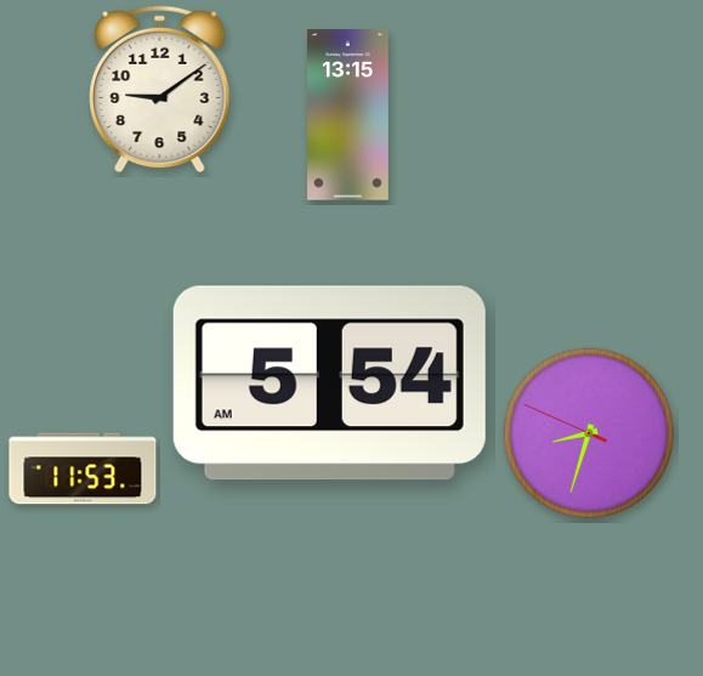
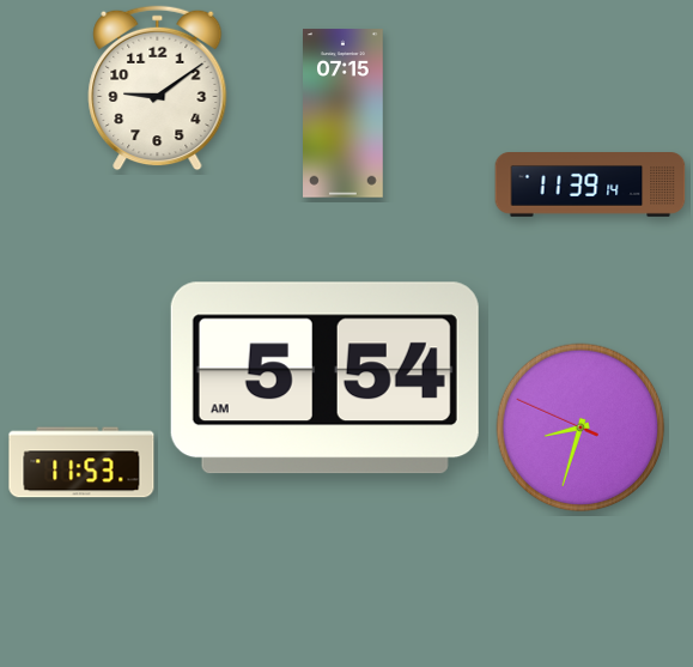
clock at (348, 115): 13:15 -> 07:15
clock at (590, 184): none -> 11:39
